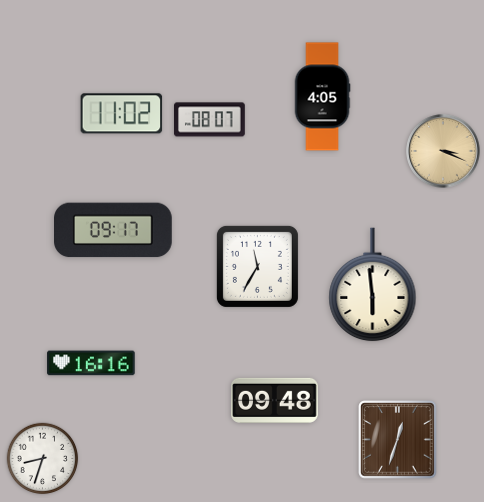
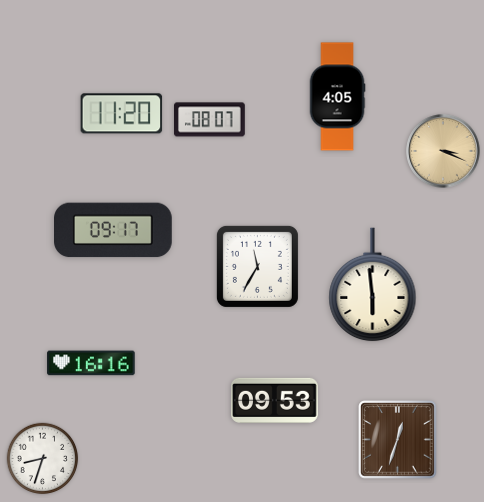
clock at (322, 97) position: (322, 97) -> (337, 97)
clock at (122, 114): 11:02 -> 11:20
clock at (275, 400): 09:48 -> 09:53
